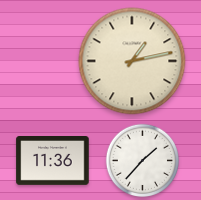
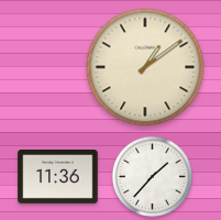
clock at (132, 61): 1:13 -> 1:09
clock at (143, 161) position: (143, 161) -> (153, 177)
